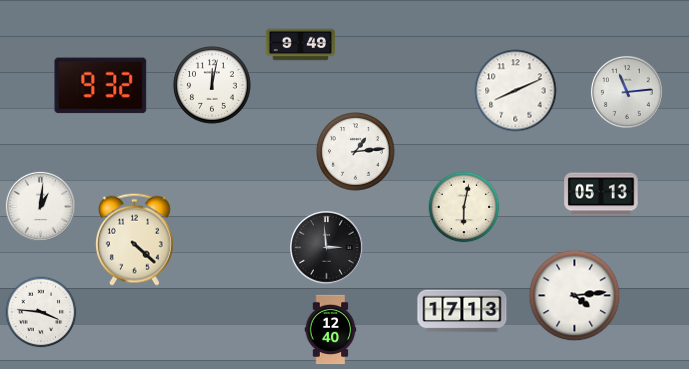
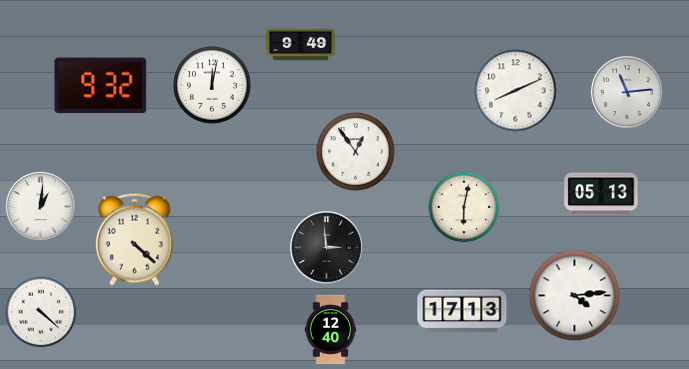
clock at (356, 152): 1:14 -> 12:54
clock at (41, 312): 3:46 -> 4:22
